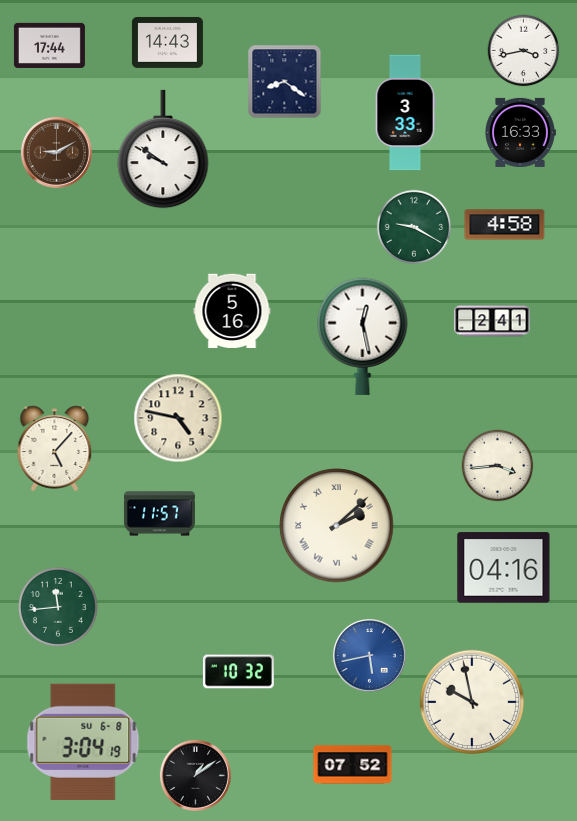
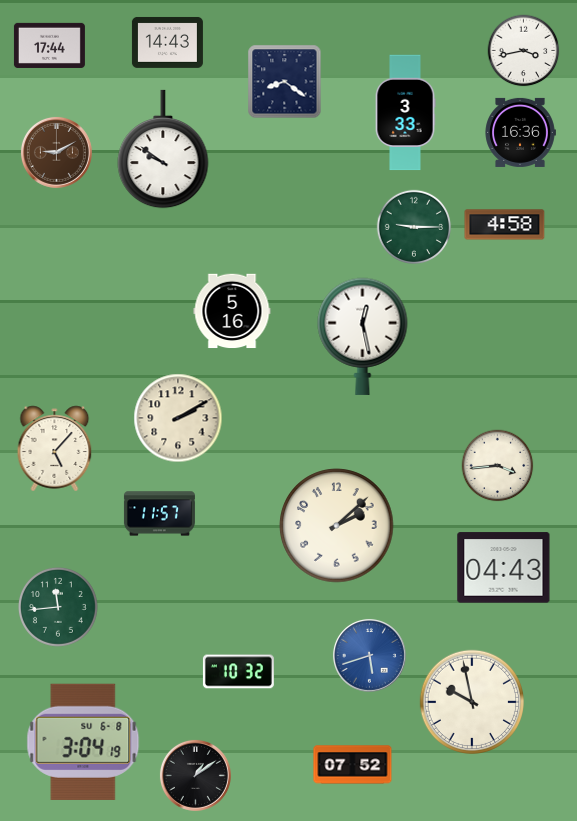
clock at (520, 132): 16:33 -> 16:36
clock at (414, 227): 9:20 -> 9:15
clock at (492, 321): 2:41 -> none
clock at (178, 418): 4:47 -> 2:10
clock at (337, 526) numerals: Roman -> Arabic
clock at (504, 568): 04:16 -> 04:43
clock at (369, 655): 5:43 -> 5:42
